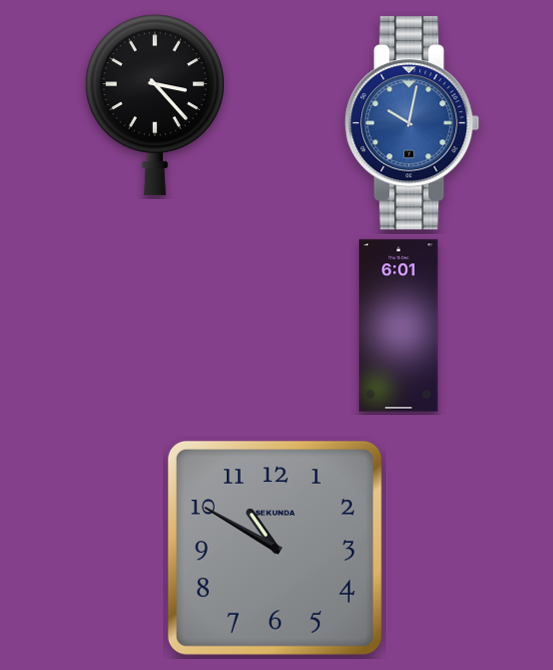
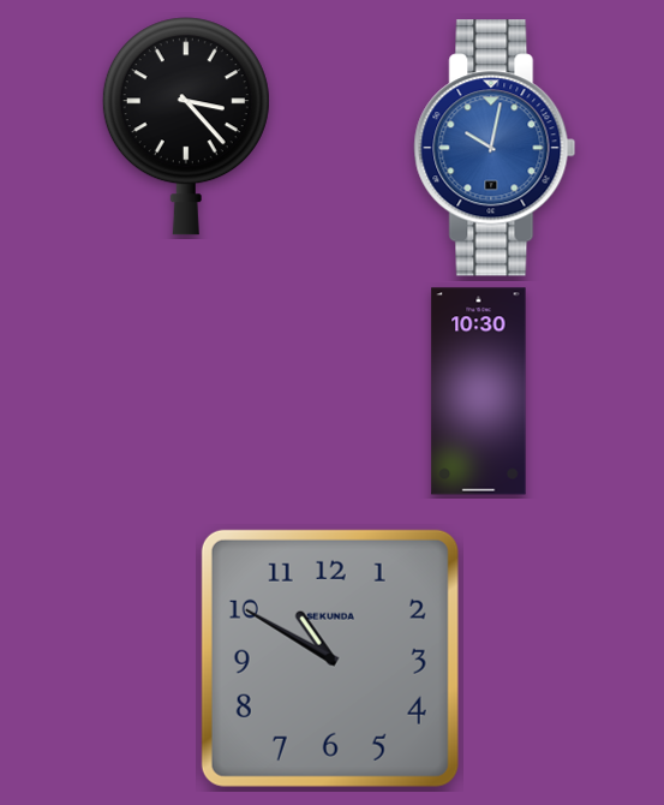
clock at (399, 326): 6:01 -> 10:30
